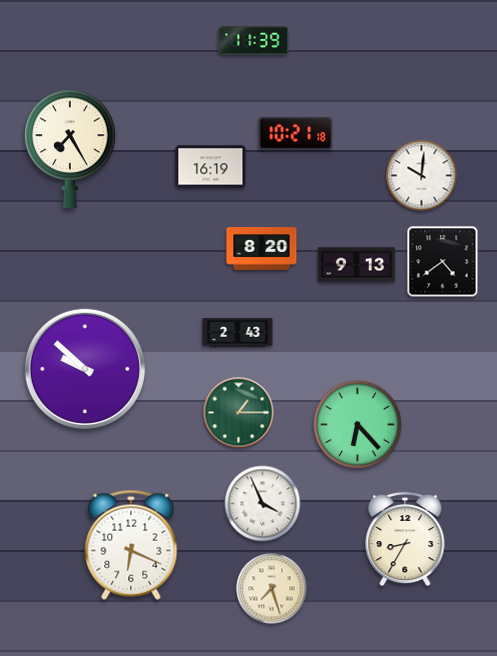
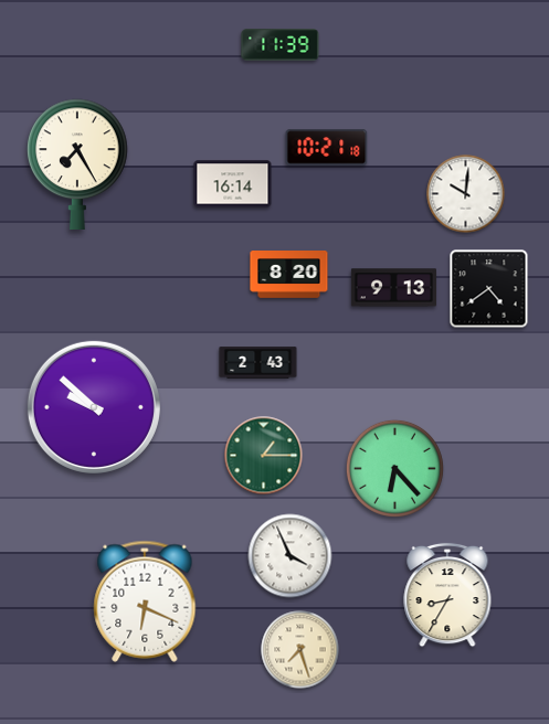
clock at (211, 167): 16:19 -> 16:14
clock at (356, 265) position: (356, 265) -> (393, 288)
clock at (238, 333) position: (238, 333) -> (258, 363)
